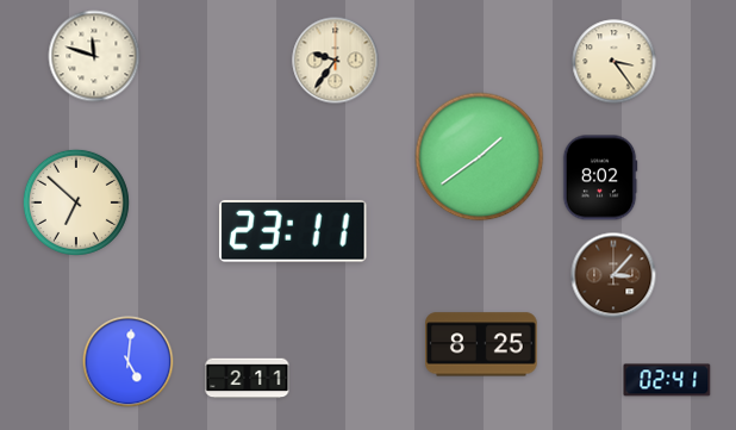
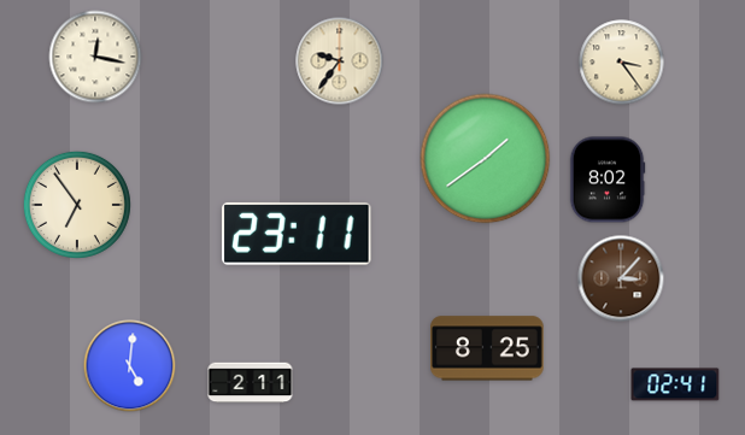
clock at (94, 56): 11:48 -> 12:17
clock at (76, 202): 6:52 -> 6:54
